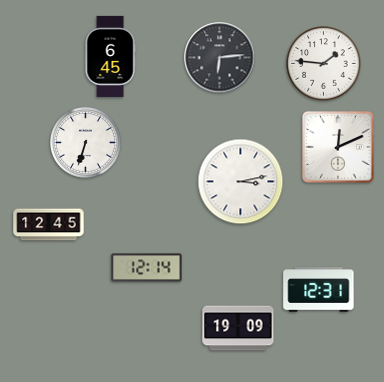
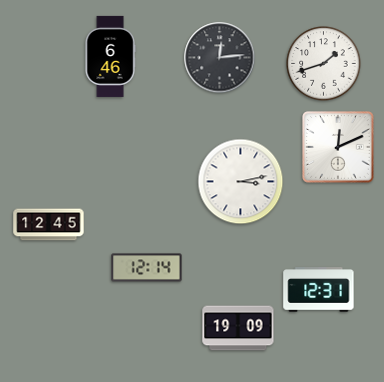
clock at (110, 56): 6:45 -> 6:46
clock at (220, 58): 6:14 -> 12:14
clock at (324, 64): 1:46 -> 1:42
clock at (86, 143): 6:33 -> none
